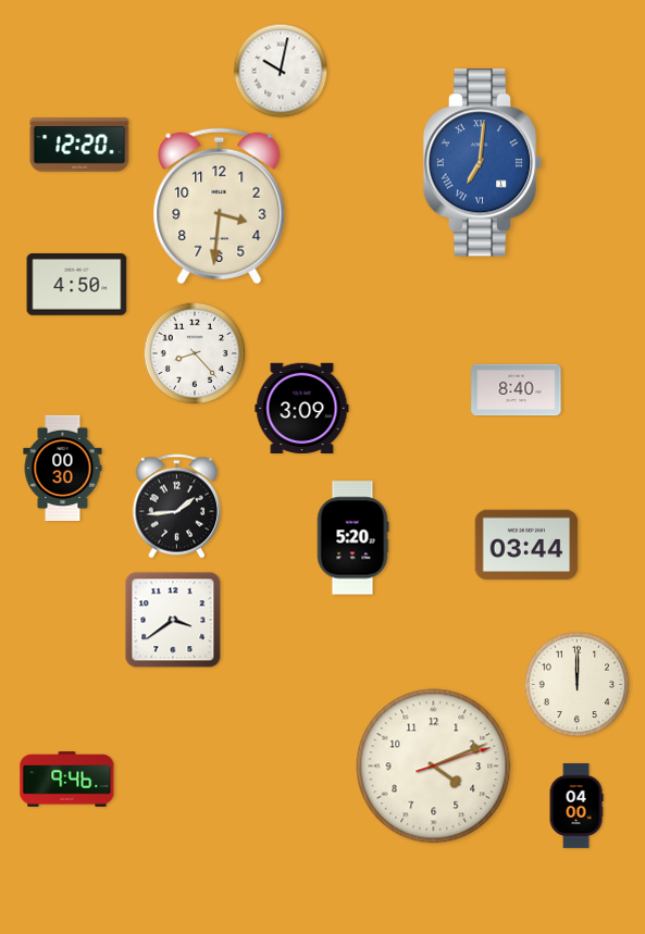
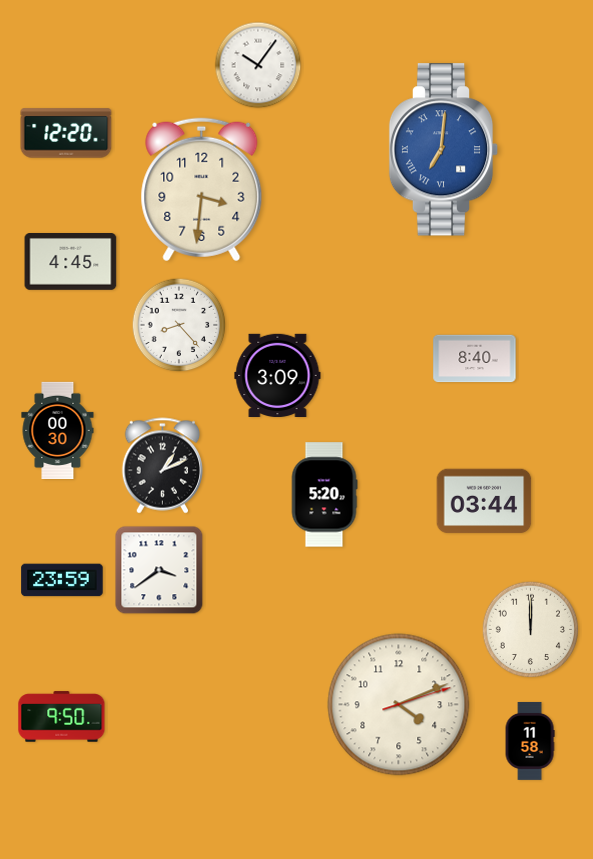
clock at (281, 71): 10:02 -> 10:06
clock at (79, 145) position: (79, 145) -> (66, 133)
clock at (77, 285): 4:50 -> 4:45
clock at (177, 507): 1:44 -> 1:11
clock at (62, 580): none -> 23:59
clock at (67, 780): 9:46 -> 9:50
clock at (576, 806): 04:00 -> 11:58
